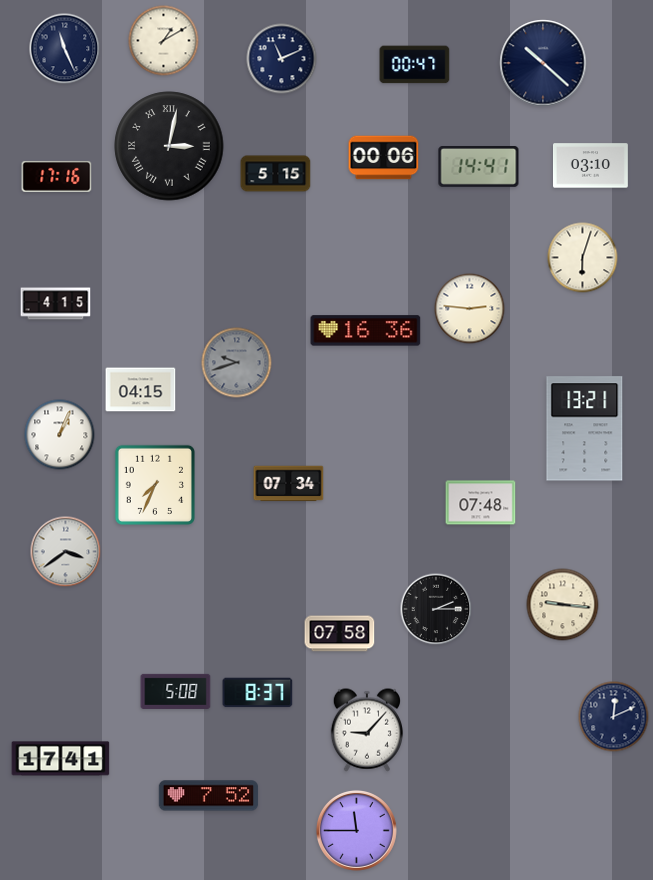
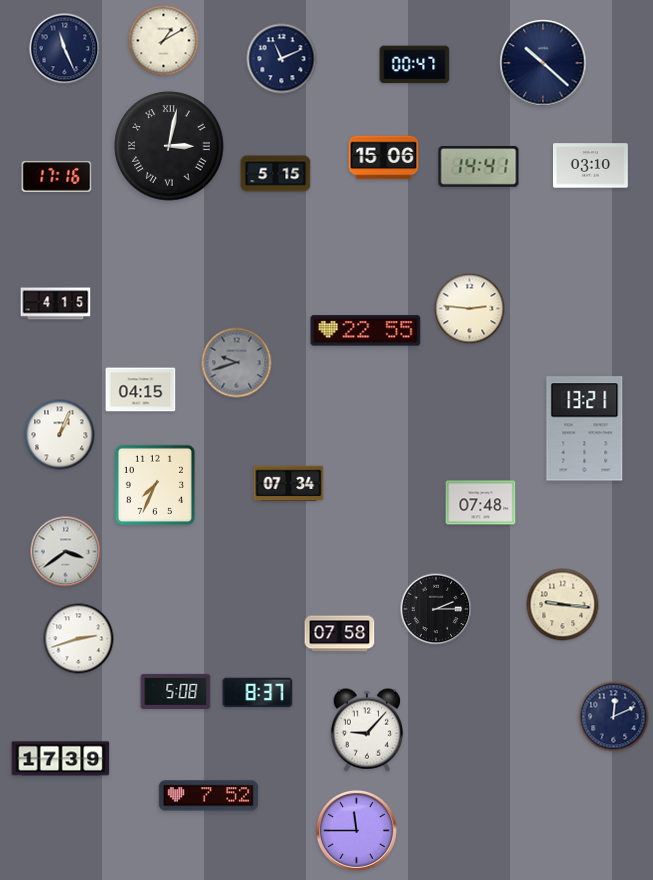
clock at (384, 158): 00:06 -> 15:06
clock at (583, 258): 6:03 -> none
clock at (366, 331): 16:36 -> 22:55
clock at (79, 639): none -> 2:42
clock at (61, 759): 17:41 -> 17:39
